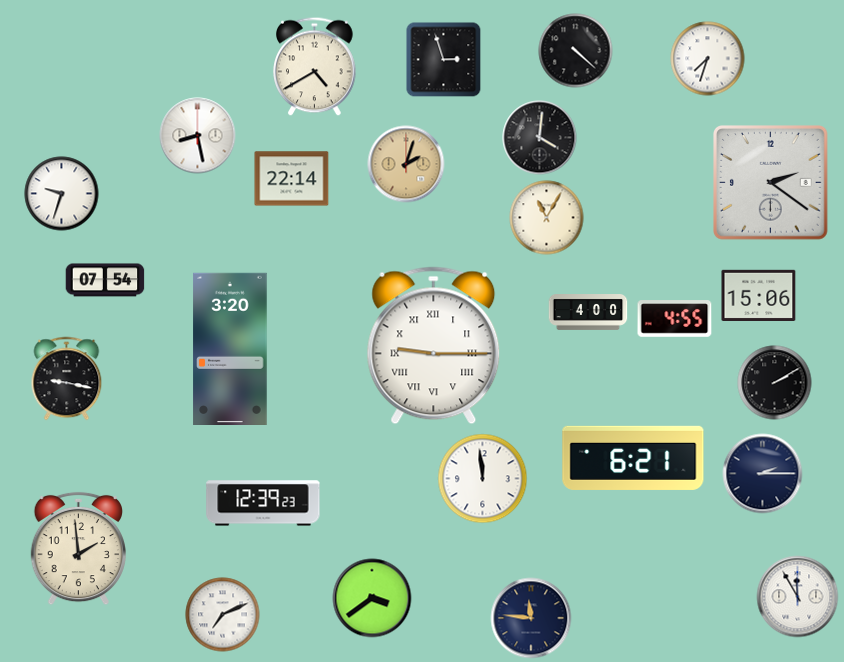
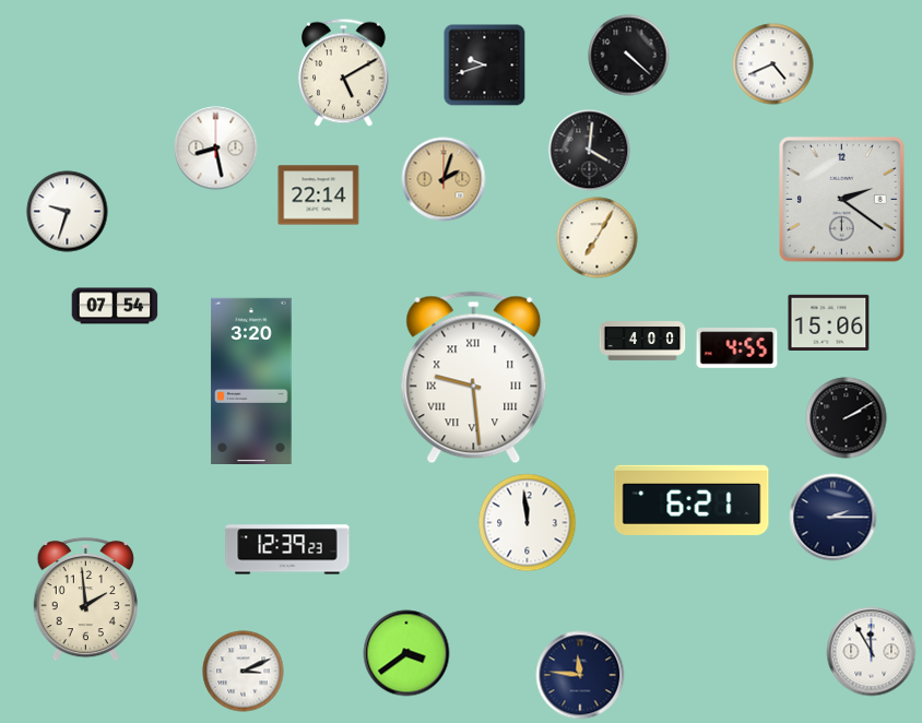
clock at (708, 59): 7:33 -> 4:41
clock at (444, 60): 2:57 -> 9:42
clock at (315, 67): 4:40 -> 5:10
clock at (547, 218): 11:05 -> 7:05
clock at (434, 346): 9:15 -> 9:29
clock at (67, 379): 9:17 -> none
clock at (223, 615): 7:11 -> 3:11
